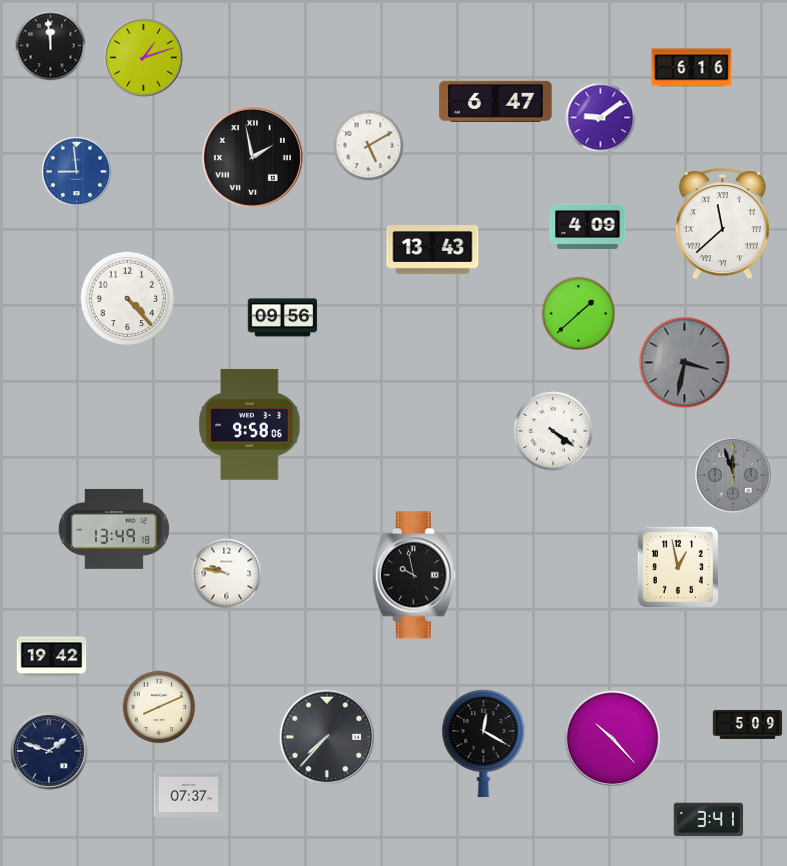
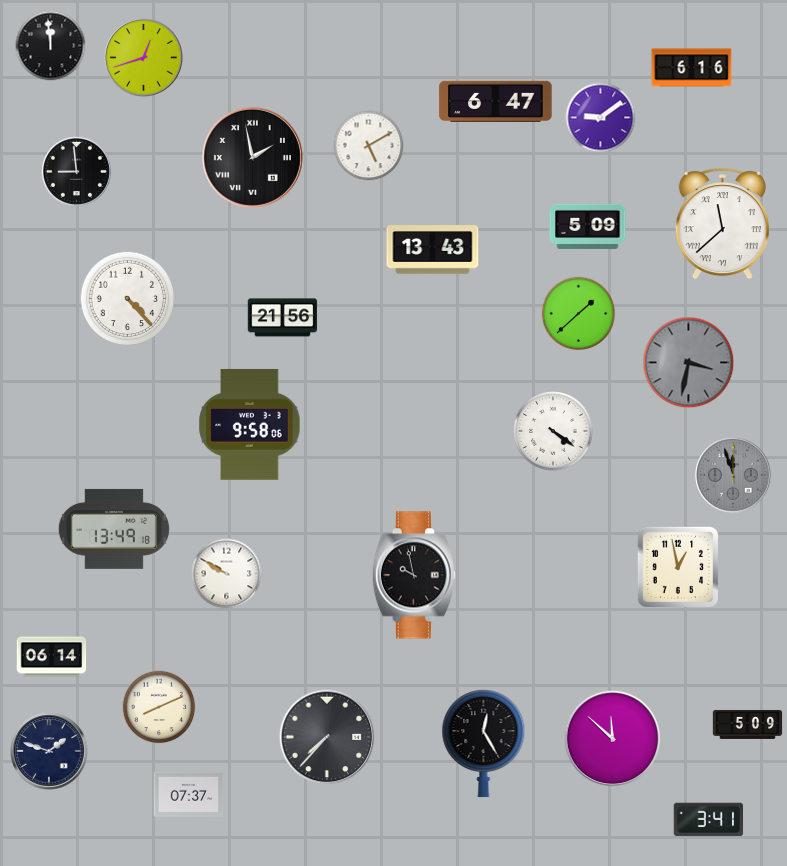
clock at (144, 58): 1:12 -> 12:42
clock at (76, 171) dial: blue -> black
clock at (588, 226): 4:09 -> 5:09
clock at (283, 318): 09:56 -> 21:56
clock at (685, 363) position: (685, 363) -> (689, 363)
clock at (227, 574): 9:47 -> 9:50
clock at (52, 657): 19:42 -> 06:14
clock at (613, 739): 10:23 -> 11:52
clock at (484, 744): 12:20 -> 12:25
